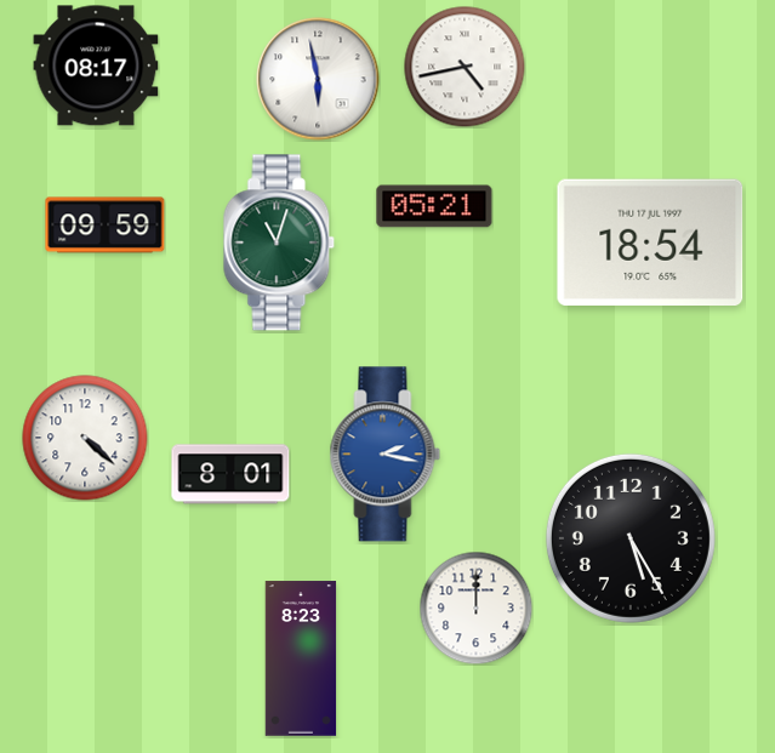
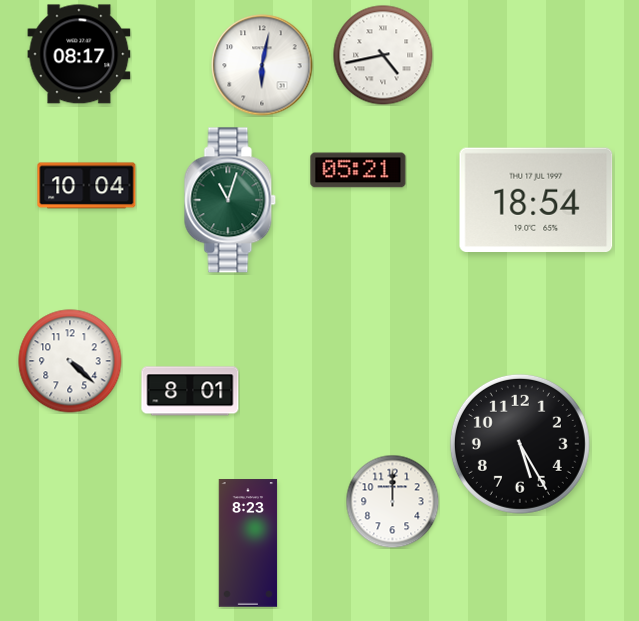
clock at (318, 79): 5:58 -> 6:02
clock at (106, 226): 09:59 -> 10:04
clock at (386, 455): 2:17 -> none
